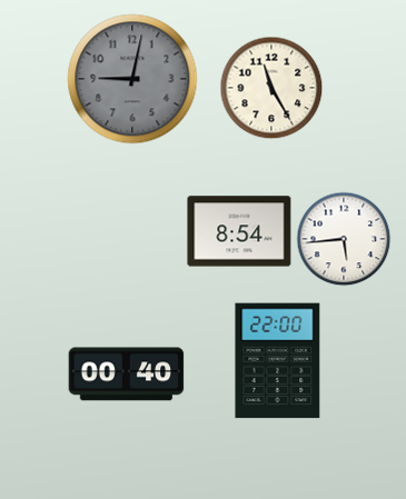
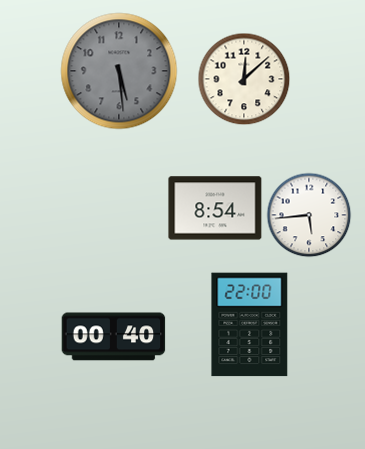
clock at (132, 79): 9:02 -> 5:29
clock at (271, 88): 11:25 -> 12:08
